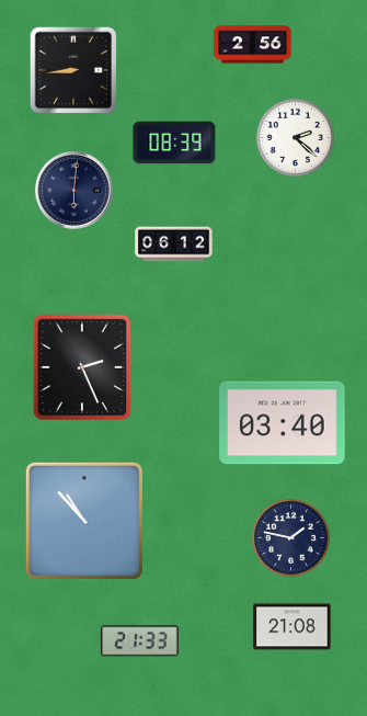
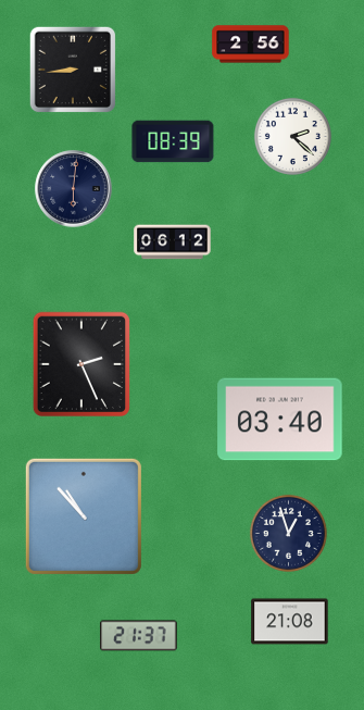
clock at (290, 537): 1:47 -> 12:57
clock at (140, 641): 21:33 -> 21:37
